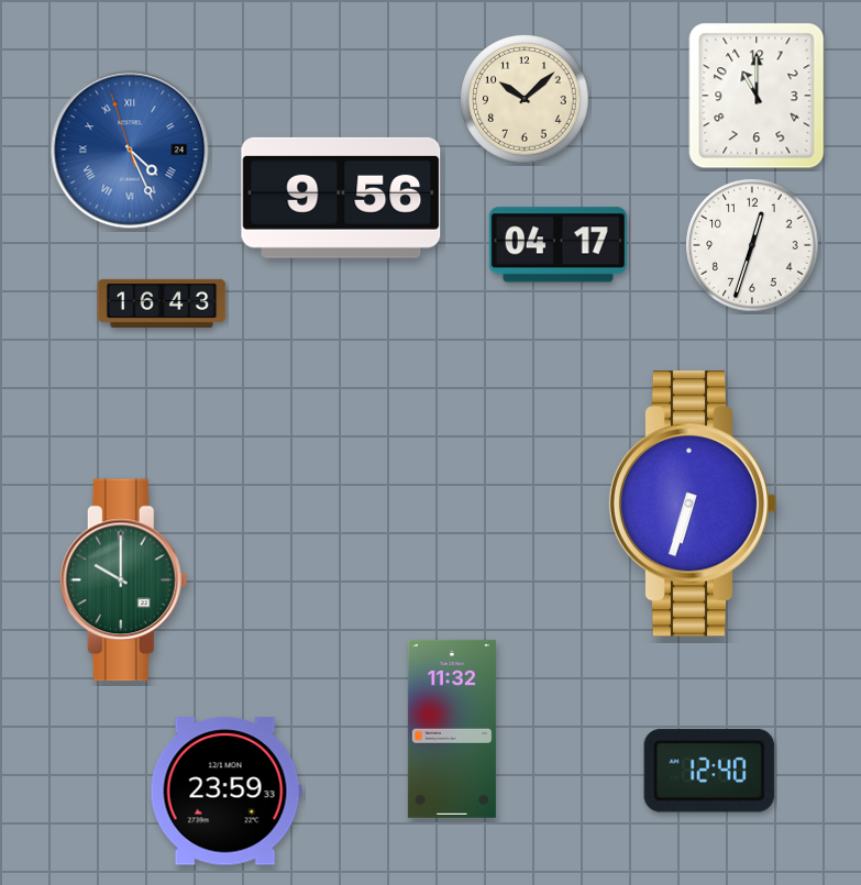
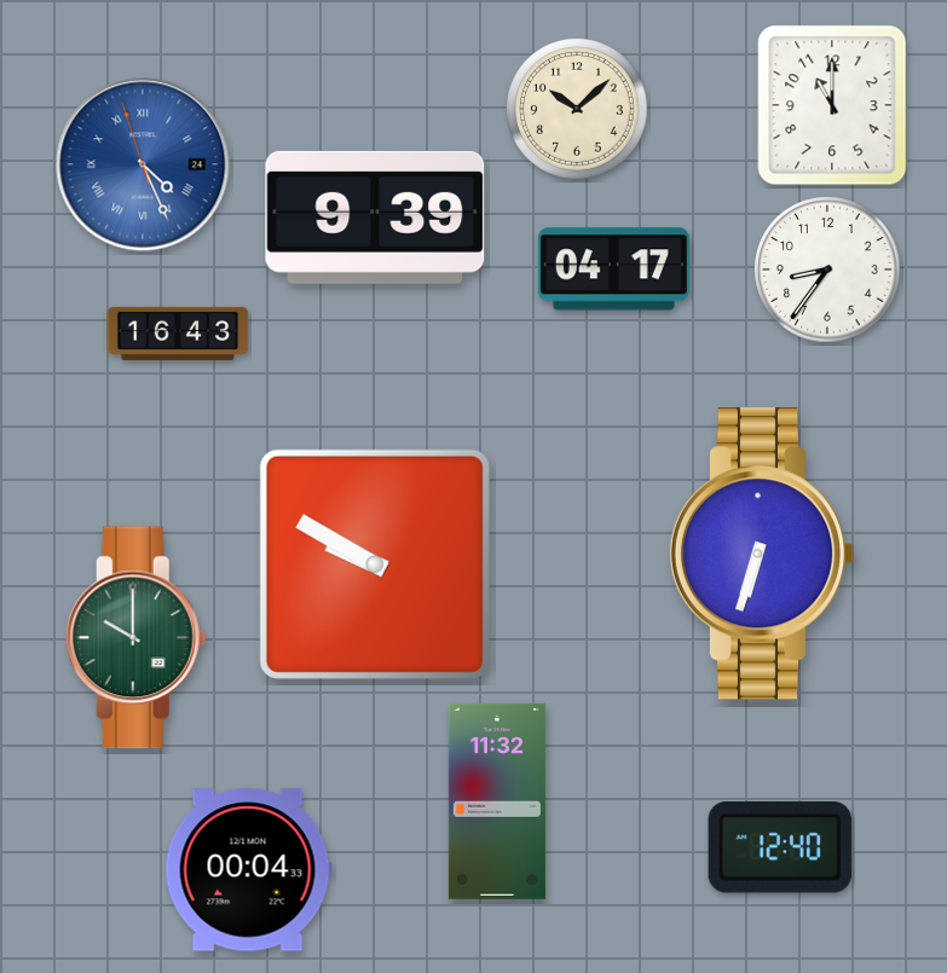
clock at (341, 198): 9:56 -> 9:39
clock at (752, 245): 12:33 -> 8:36
clock at (375, 564): none -> 9:50
clock at (225, 792): 23:59 -> 00:04
